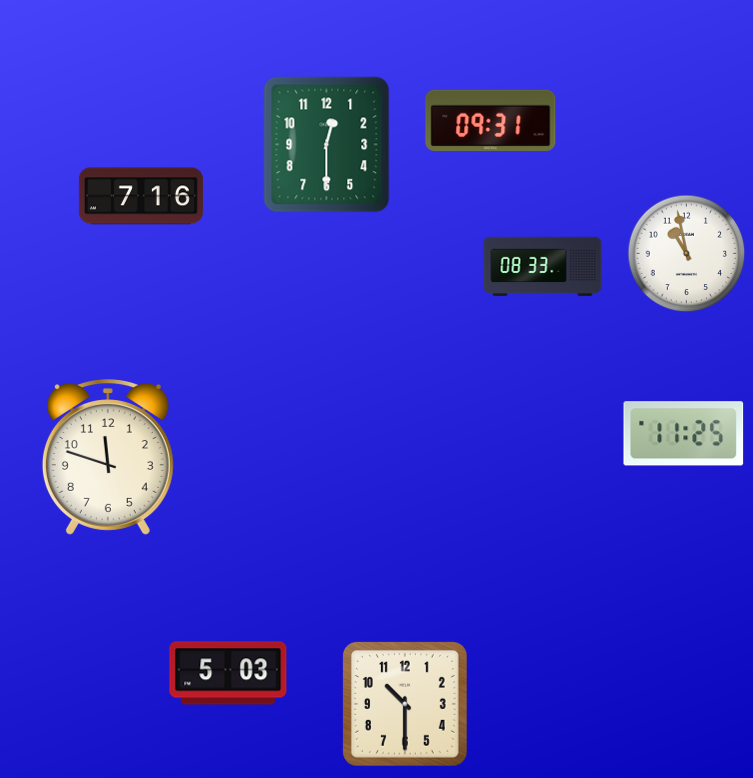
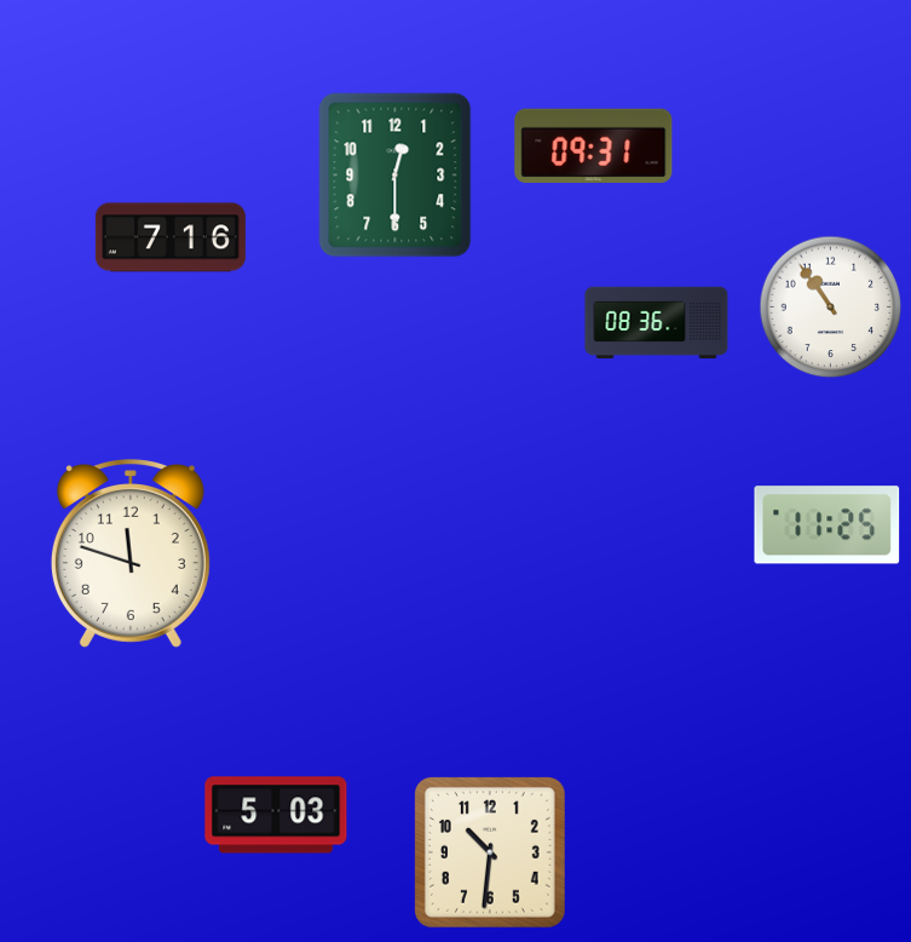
clock at (687, 254): 10:58 -> 10:54
clock at (543, 267): 08:33 -> 08:36
clock at (405, 704): 10:30 -> 10:31
